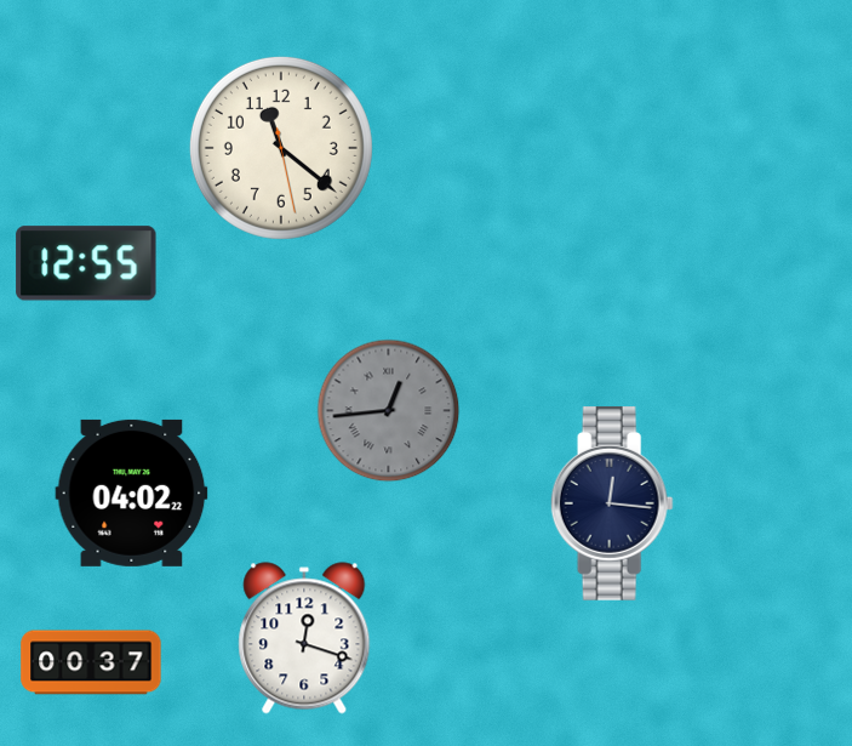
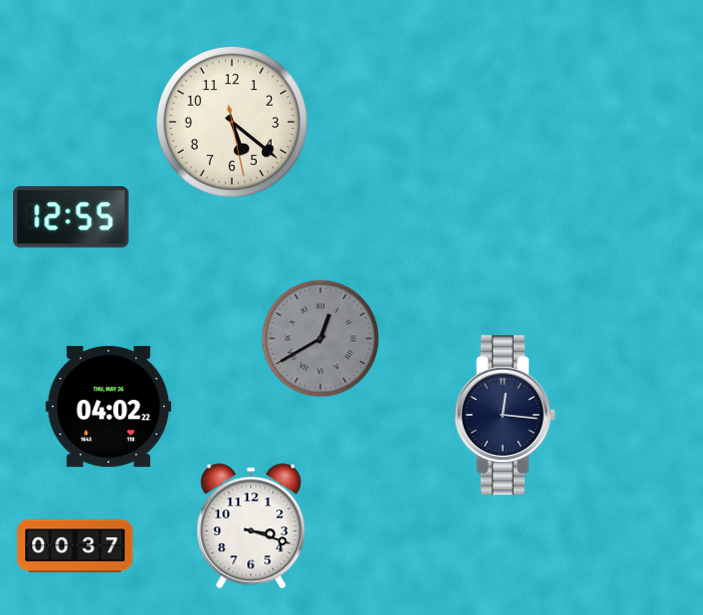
clock at (281, 148): 11:21 -> 5:21
clock at (389, 411): 12:44 -> 12:40
clock at (304, 638): 12:18 -> 3:18
